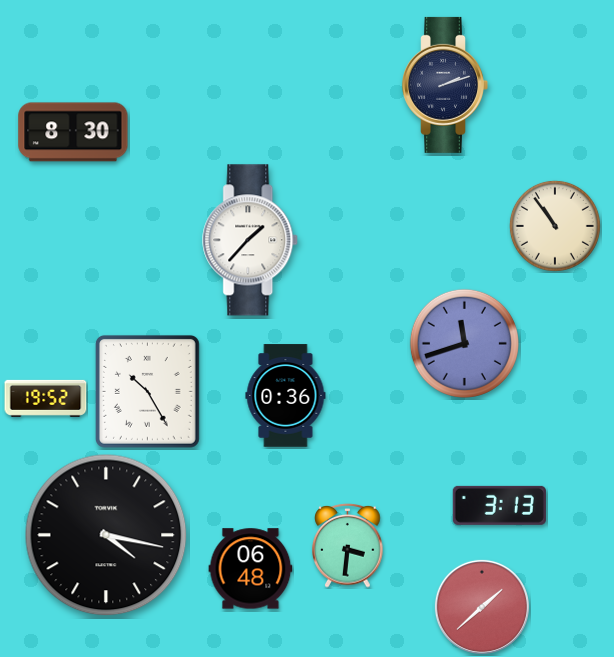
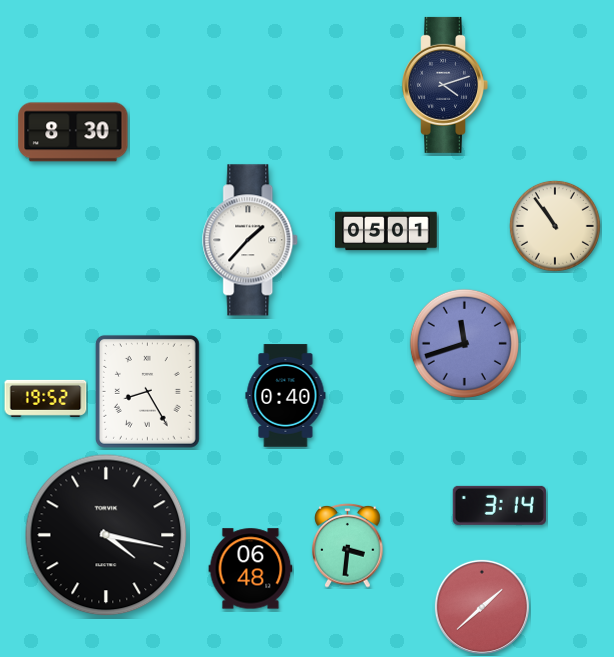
clock at (445, 85): 2:12 -> 4:12
clock at (386, 231): none -> 05:01
clock at (147, 391): 10:25 -> 8:25
clock at (286, 396): 0:36 -> 0:40
clock at (499, 505): 3:13 -> 3:14
